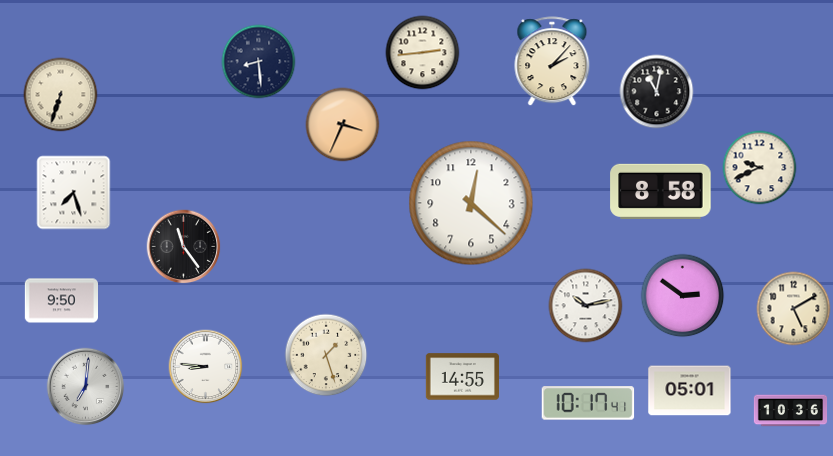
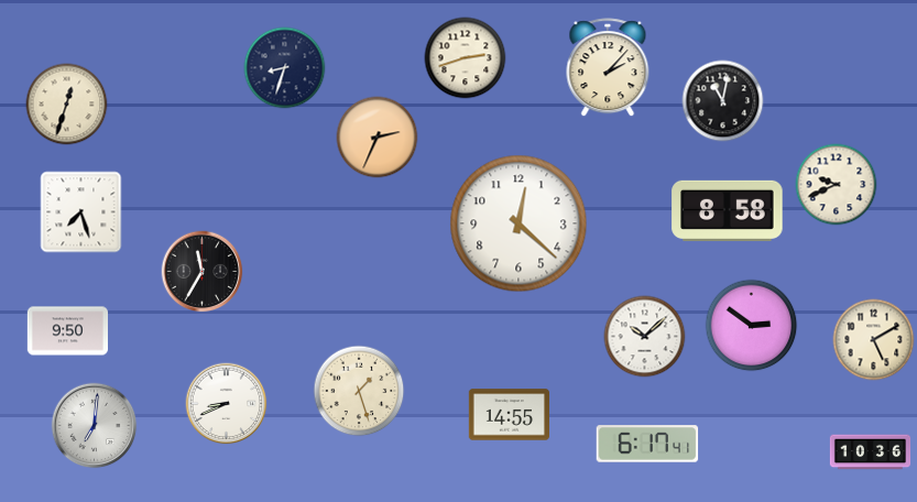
clock at (423, 53): 2:44 -> 2:42
clock at (259, 62): 8:29 -> 8:33
clock at (61, 95): 6:33 -> 12:33
clock at (343, 125): 3:34 -> 2:34
clock at (184, 247): 11:24 -> 11:35
clock at (586, 306): 10:13 -> 10:08
clock at (206, 367): 8:46 -> 8:41
clock at (690, 391): 05:01 -> none
clock at (588, 403): 10:17 -> 6:17
